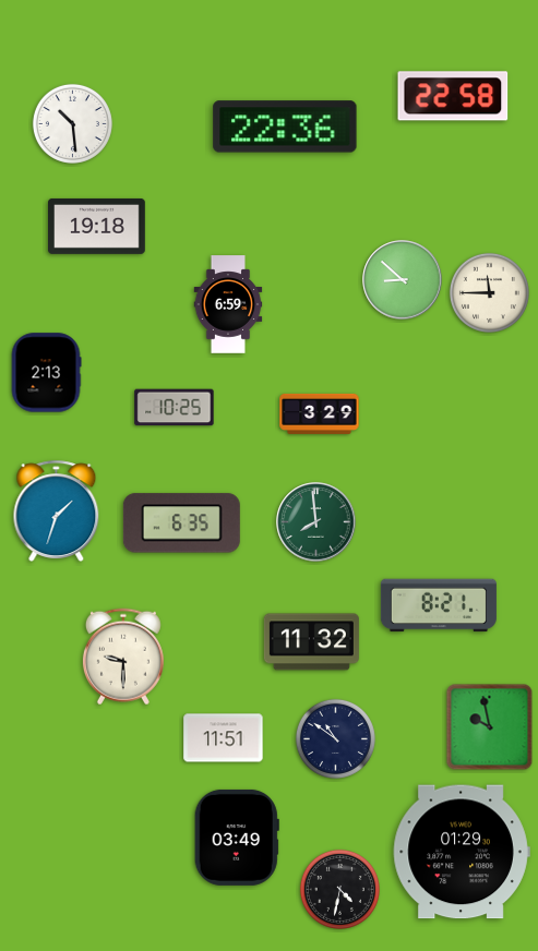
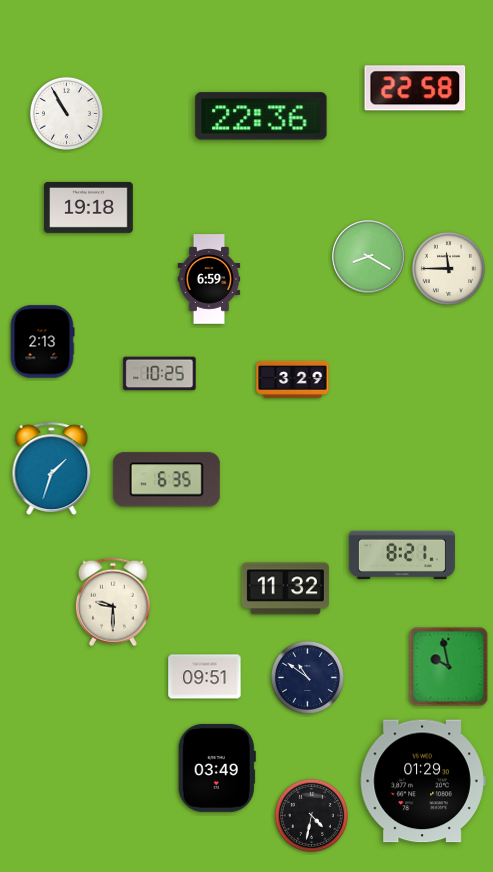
clock at (72, 123): 10:29 -> 10:55
clock at (403, 280): 8:52 -> 8:20
clock at (316, 522): 7:59 -> none
clock at (224, 738): 11:51 -> 09:51
